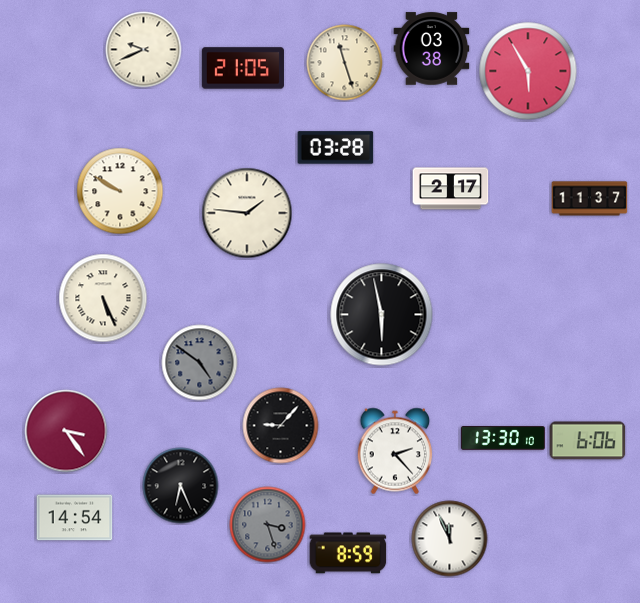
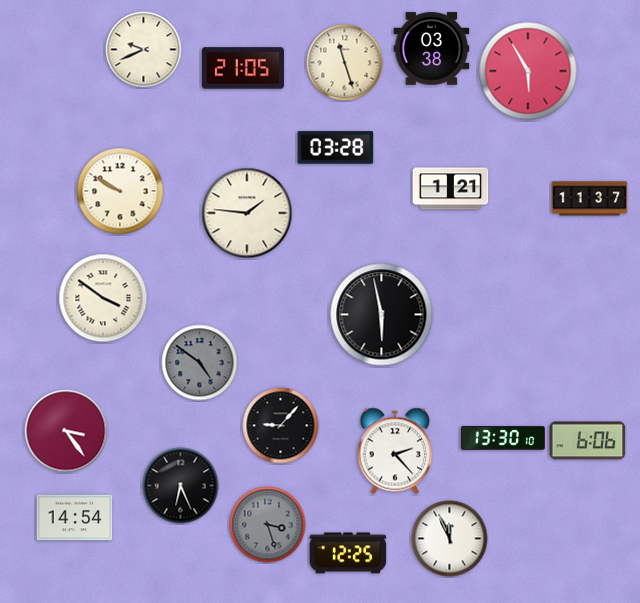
clock at (451, 189): 2:17 -> 1:21
clock at (103, 298): 5:26 -> 3:51
clock at (348, 553): 8:59 -> 12:25
